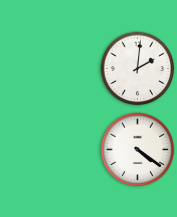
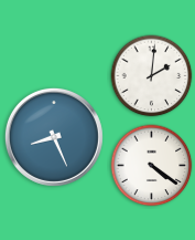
clock at (54, 137): none -> 8:26
